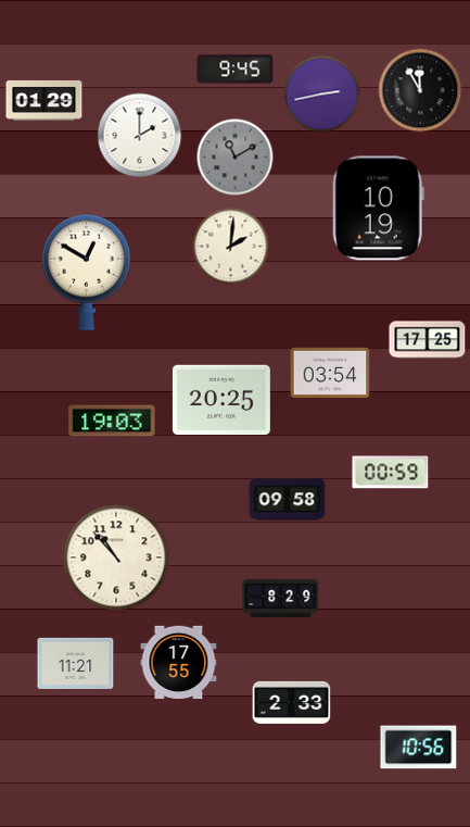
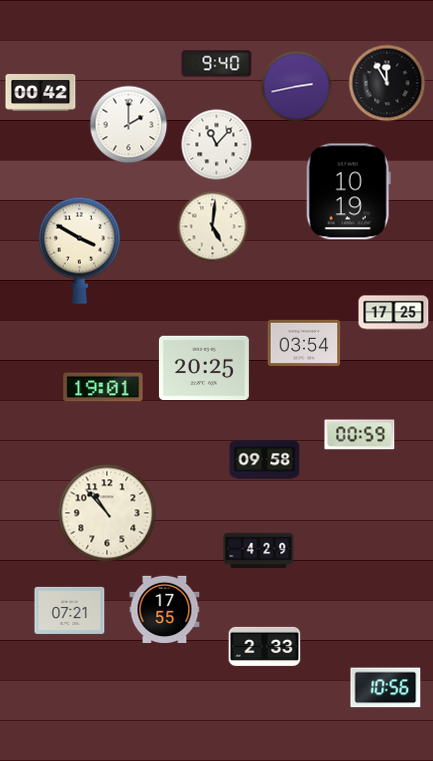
clock at (236, 70): 9:45 -> 9:40
clock at (45, 100): 01:29 -> 00:42
clock at (236, 158): 11:10 -> 11:07
clock at (236, 158) dial: grey -> white
clock at (231, 247): 2:01 -> 5:01
clock at (86, 272): 12:50 -> 3:50
clock at (112, 421): 19:03 -> 19:01
clock at (281, 599): 8:29 -> 4:29
clock at (76, 663): 11:21 -> 07:21
clock at (292, 702) position: (292, 702) -> (265, 646)
